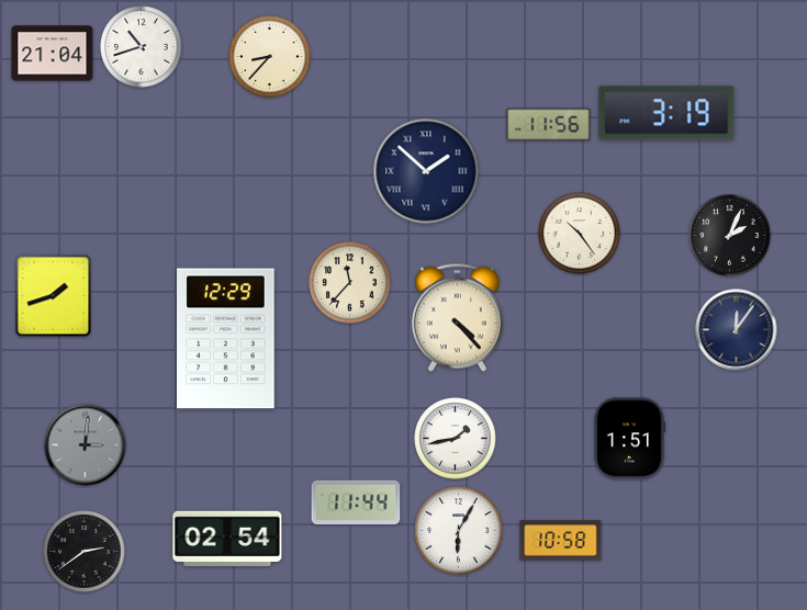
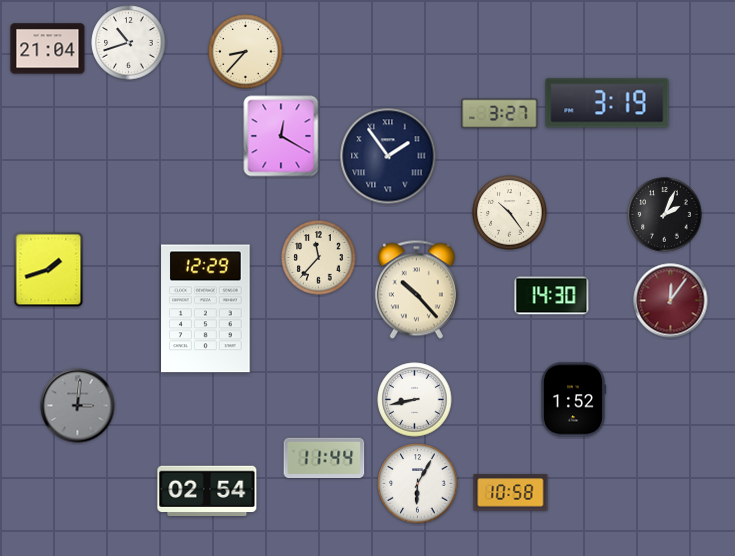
clock at (549, 125): 11:56 -> 3:27
clock at (281, 136): none -> 12:20
clock at (426, 171): 1:52 -> 1:54
clock at (580, 234) position: (580, 234) -> (510, 213)
clock at (457, 318): 4:23 -> 10:23
clock at (552, 296): none -> 14:30
clock at (737, 330) dial: navy -> burgundy
clock at (456, 439): 1:43 -> 8:43
clock at (628, 439): 1:51 -> 1:52
clock at (85, 552): 2:39 -> none
